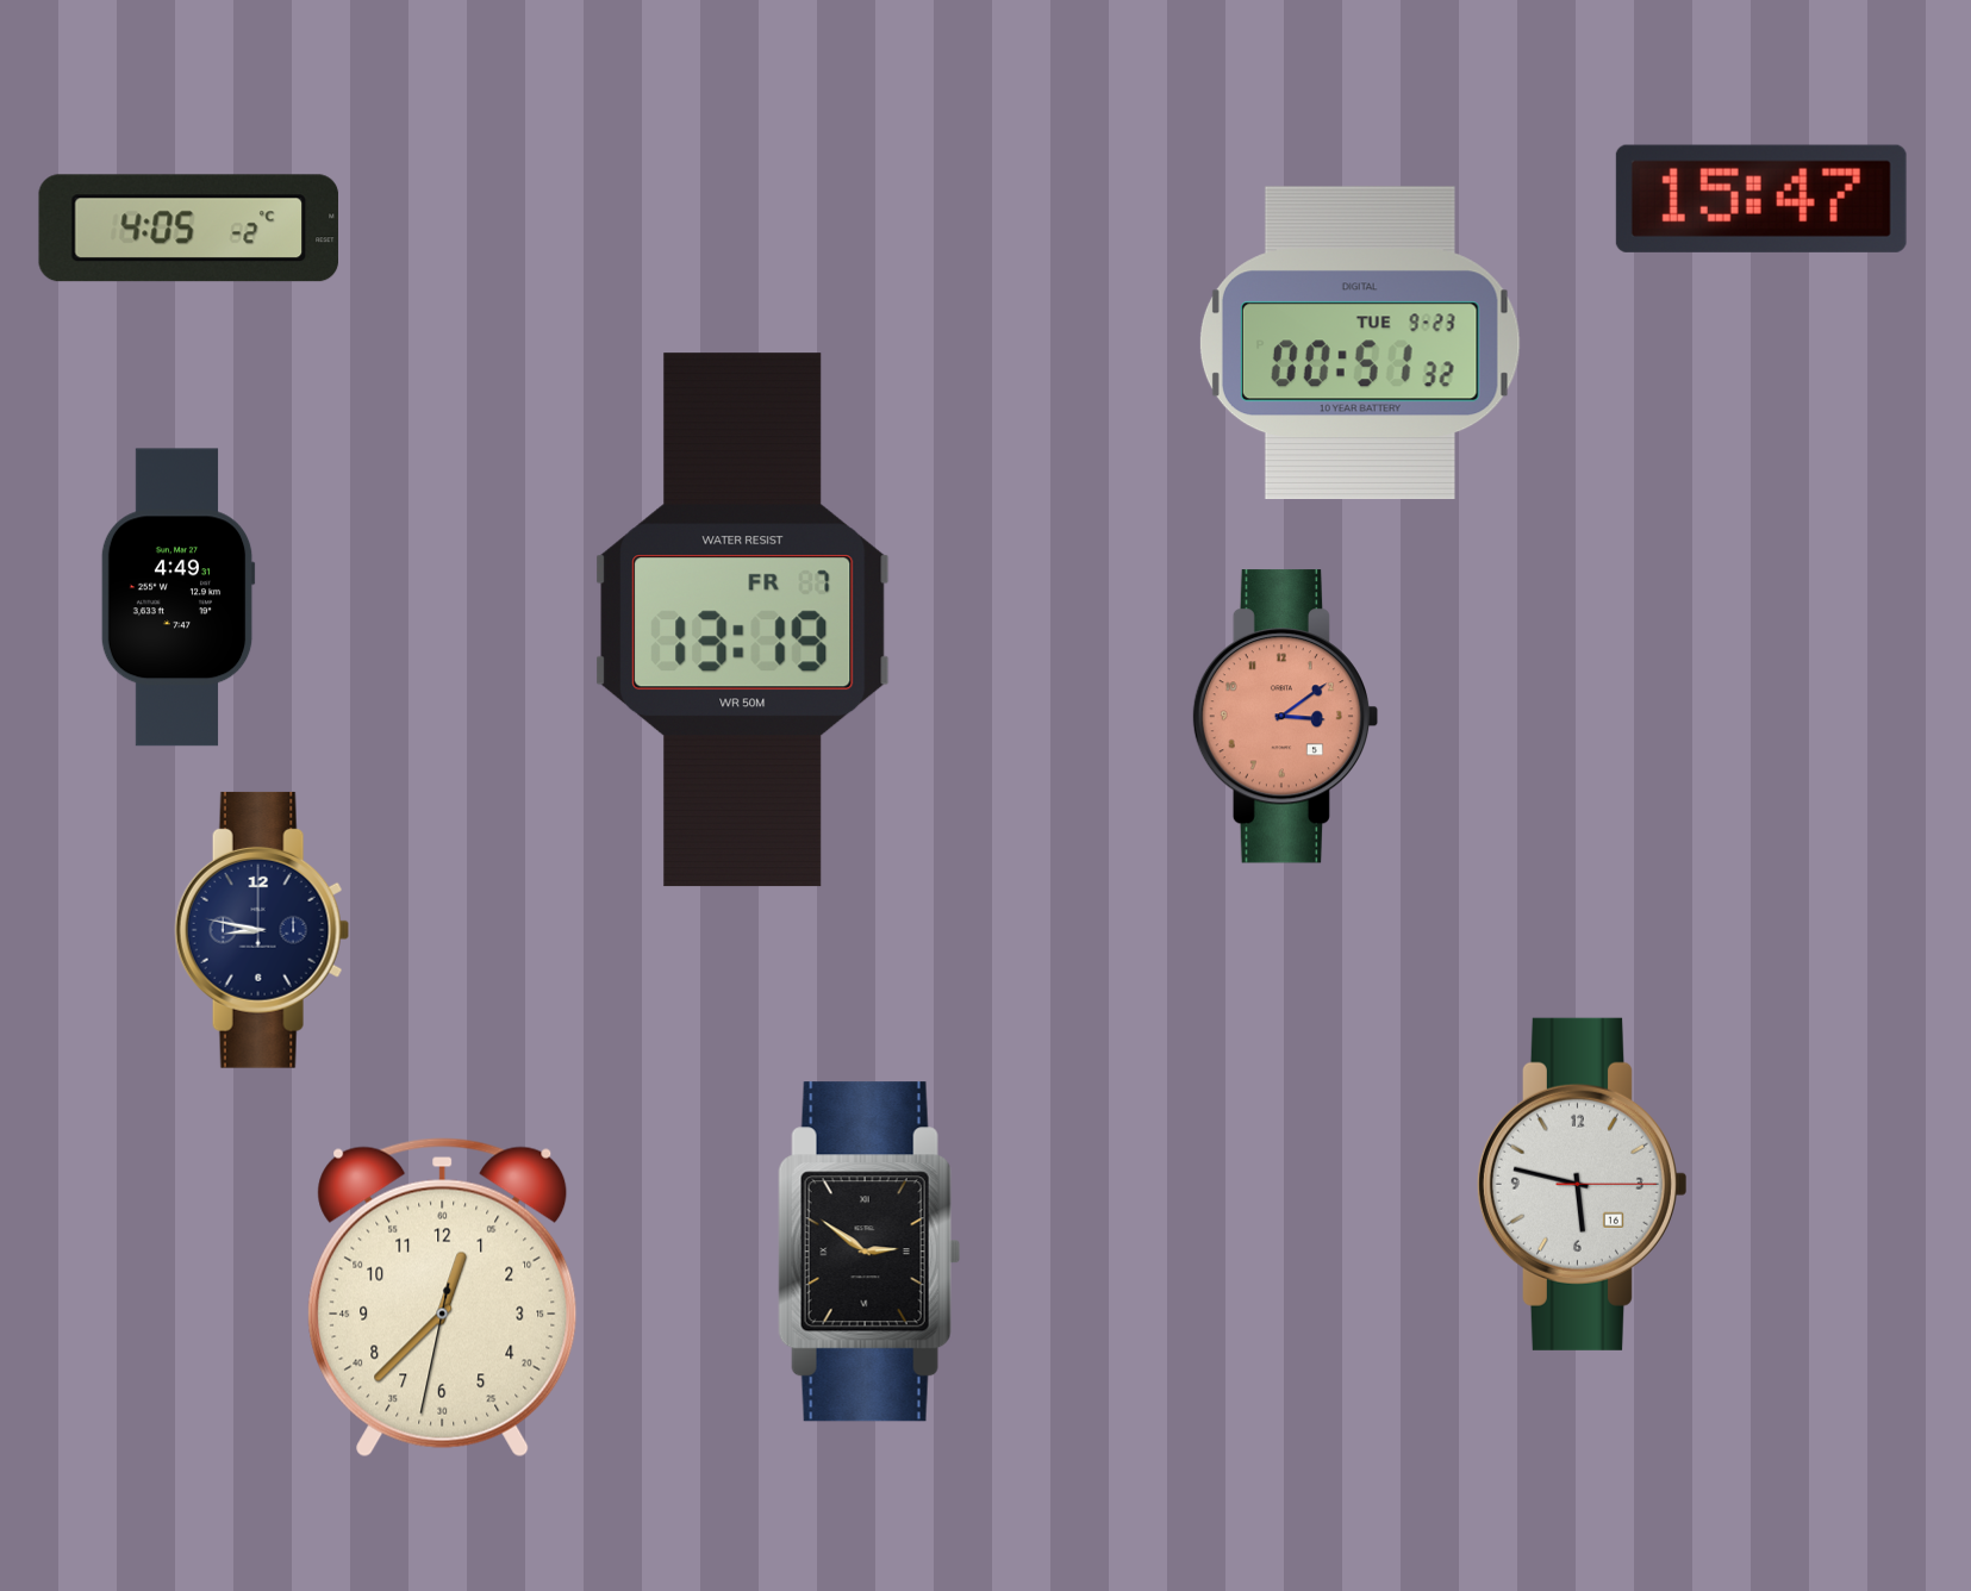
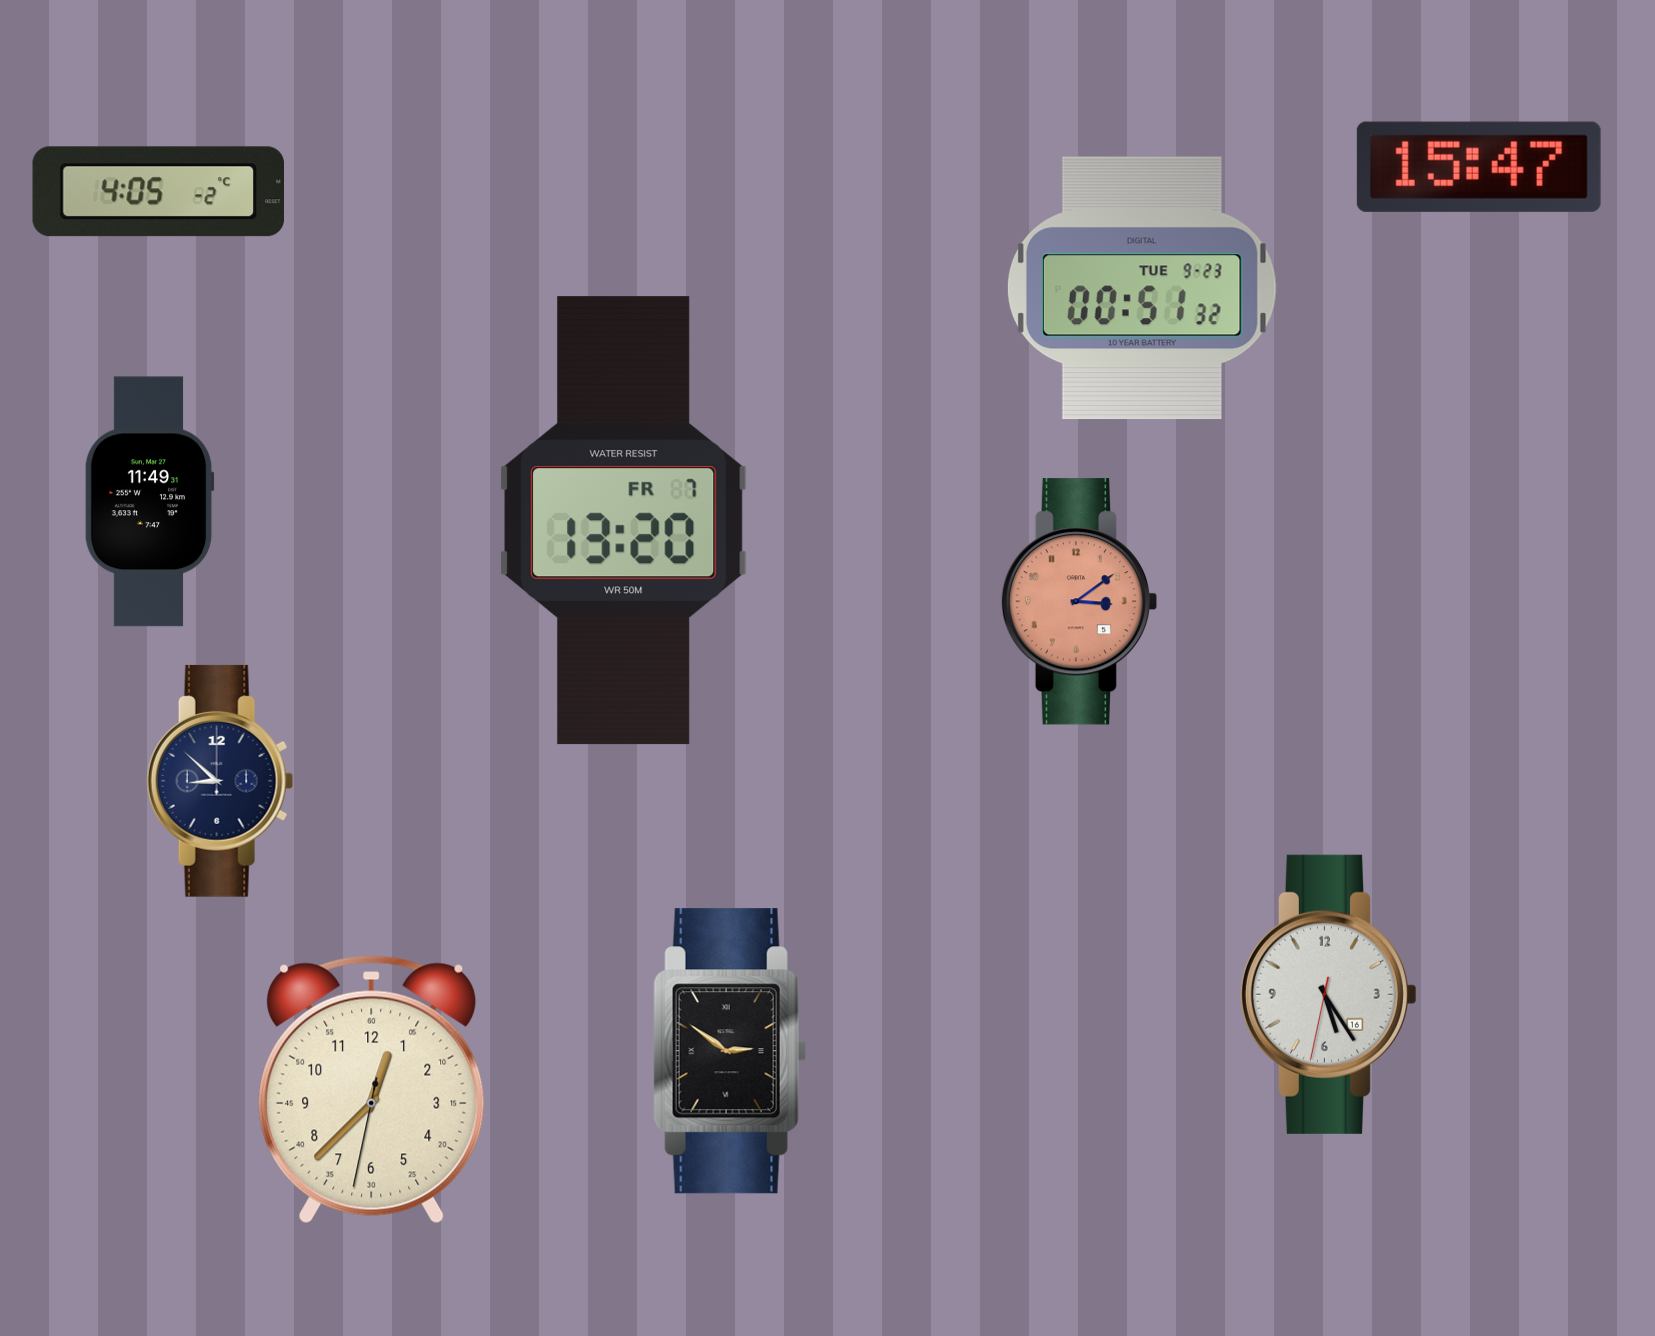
clock at (177, 598): 4:49 -> 11:49
clock at (743, 620): 13:19 -> 13:20
clock at (262, 930): 8:47 -> 8:52
clock at (1582, 1184): 5:47 -> 5:24
